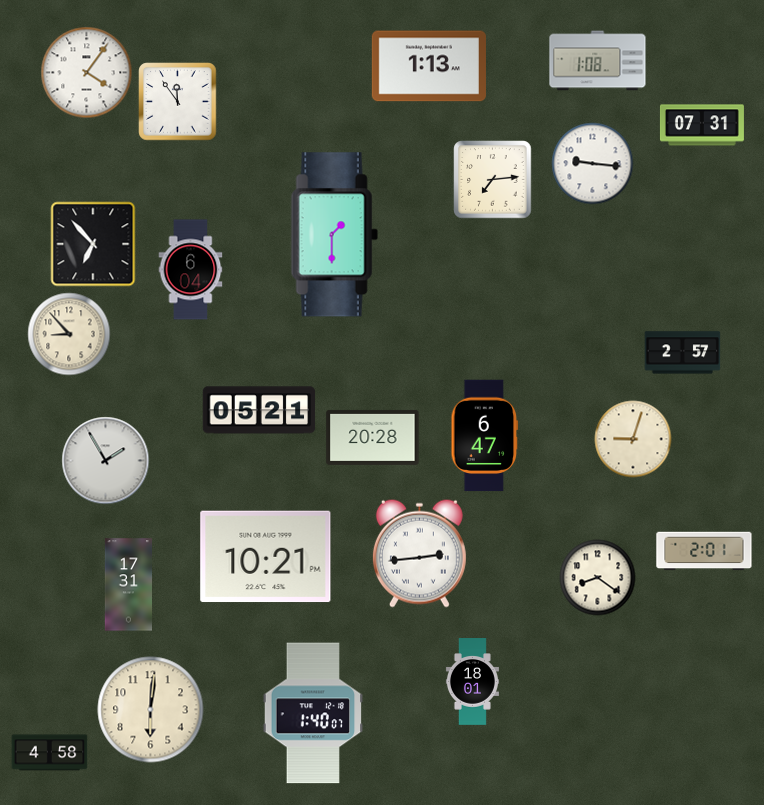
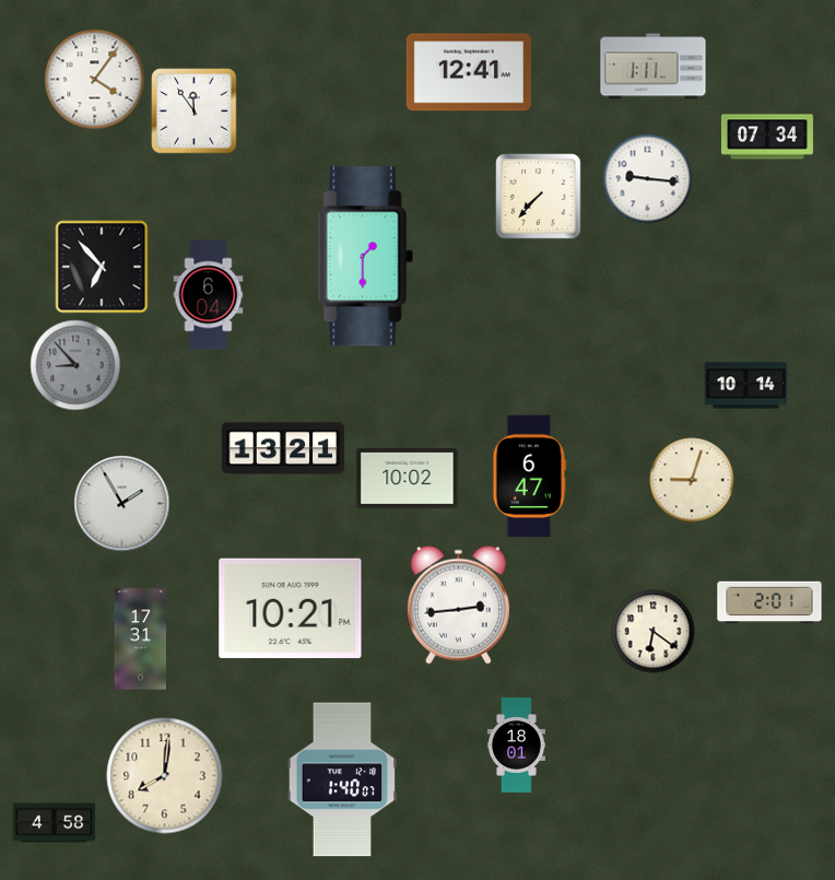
clock at (598, 61): 1:08 -> 1:11
clock at (429, 66): 1:13 -> 12:41
clock at (702, 125): 07:31 -> 07:34
clock at (493, 180): 7:14 -> 7:37
clock at (69, 334) dial: cream -> grey
clock at (683, 353): 2:57 -> 10:14
clock at (259, 410): 05:21 -> 13:21
clock at (373, 437): 20:28 -> 10:02
clock at (106, 461) position: (106, 461) -> (122, 504)
clock at (598, 578): 8:21 -> 6:21
clock at (151, 710): 6:01 -> 8:01
